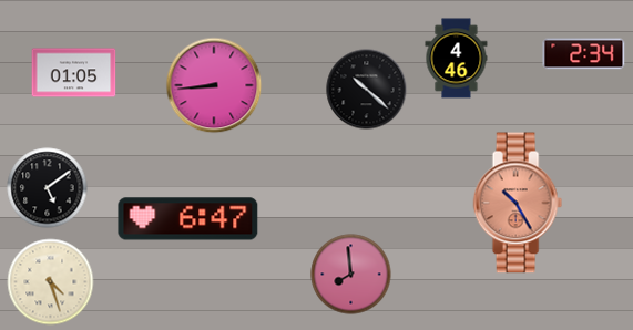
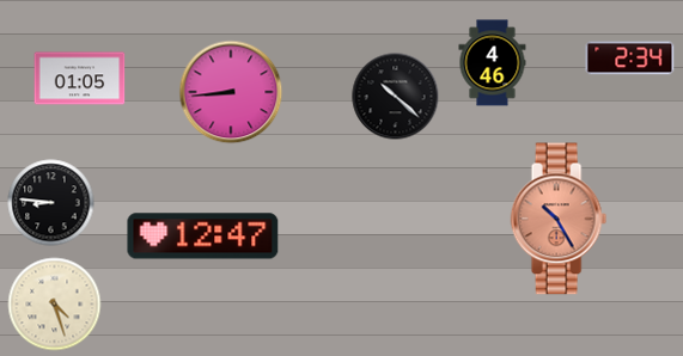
clock at (48, 188): 5:09 -> 8:46
clock at (188, 219): 6:47 -> 12:47
clock at (351, 275): 7:59 -> none
